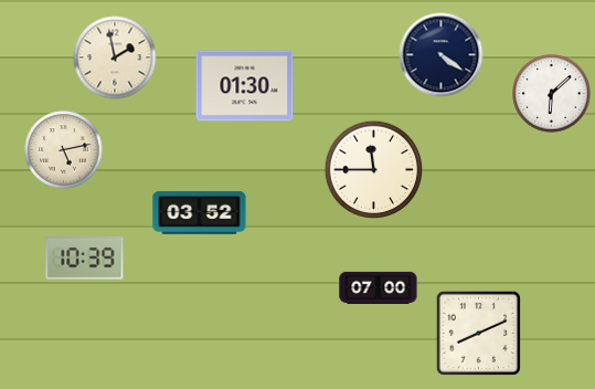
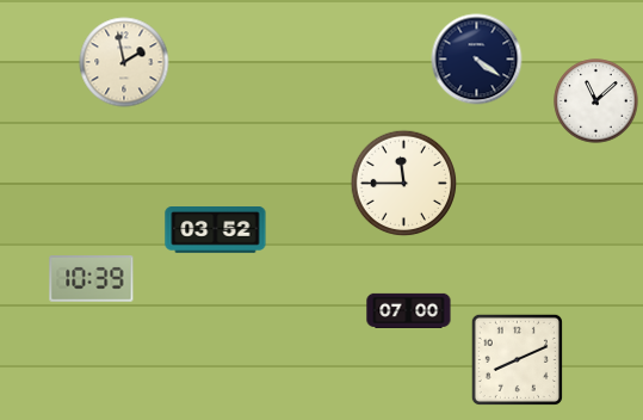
clock at (245, 86): 01:30 -> none
clock at (552, 94): 6:08 -> 11:08
clock at (64, 150): 5:13 -> none
